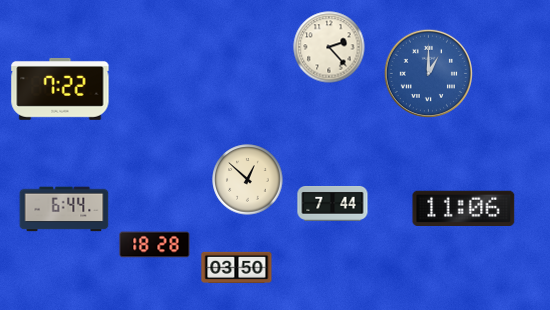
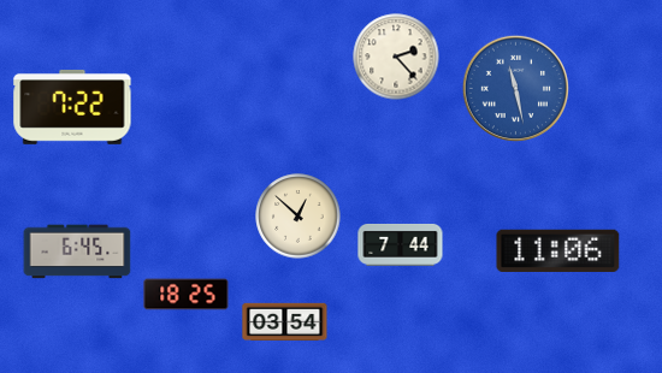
clock at (428, 73): 1:00 -> 11:28
clock at (64, 209): 6:44 -> 6:45
clock at (155, 245): 18:28 -> 18:25
clock at (237, 267): 03:50 -> 03:54
